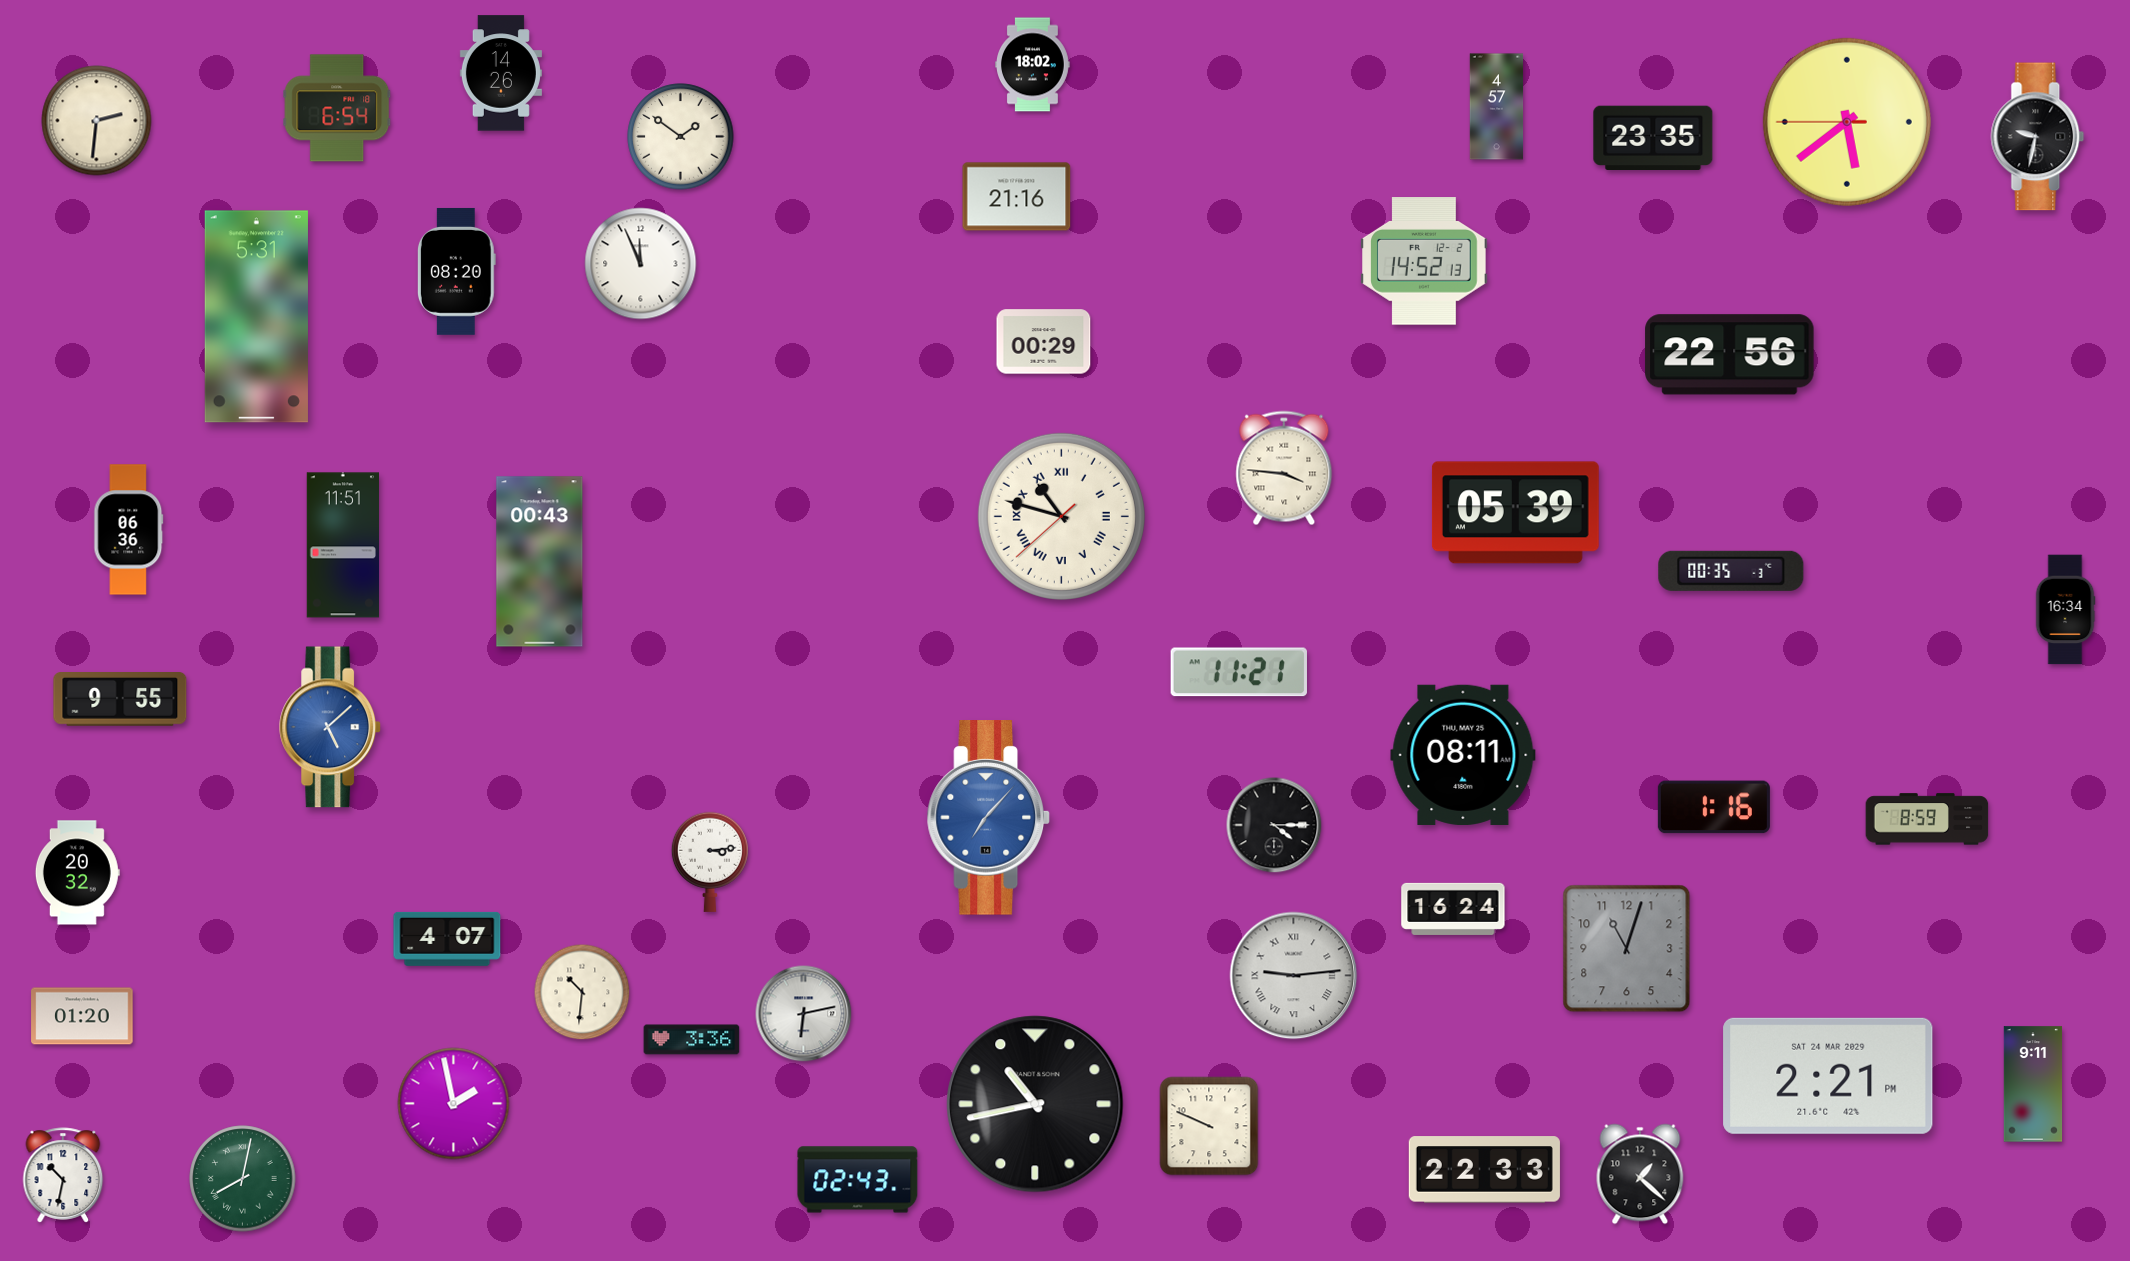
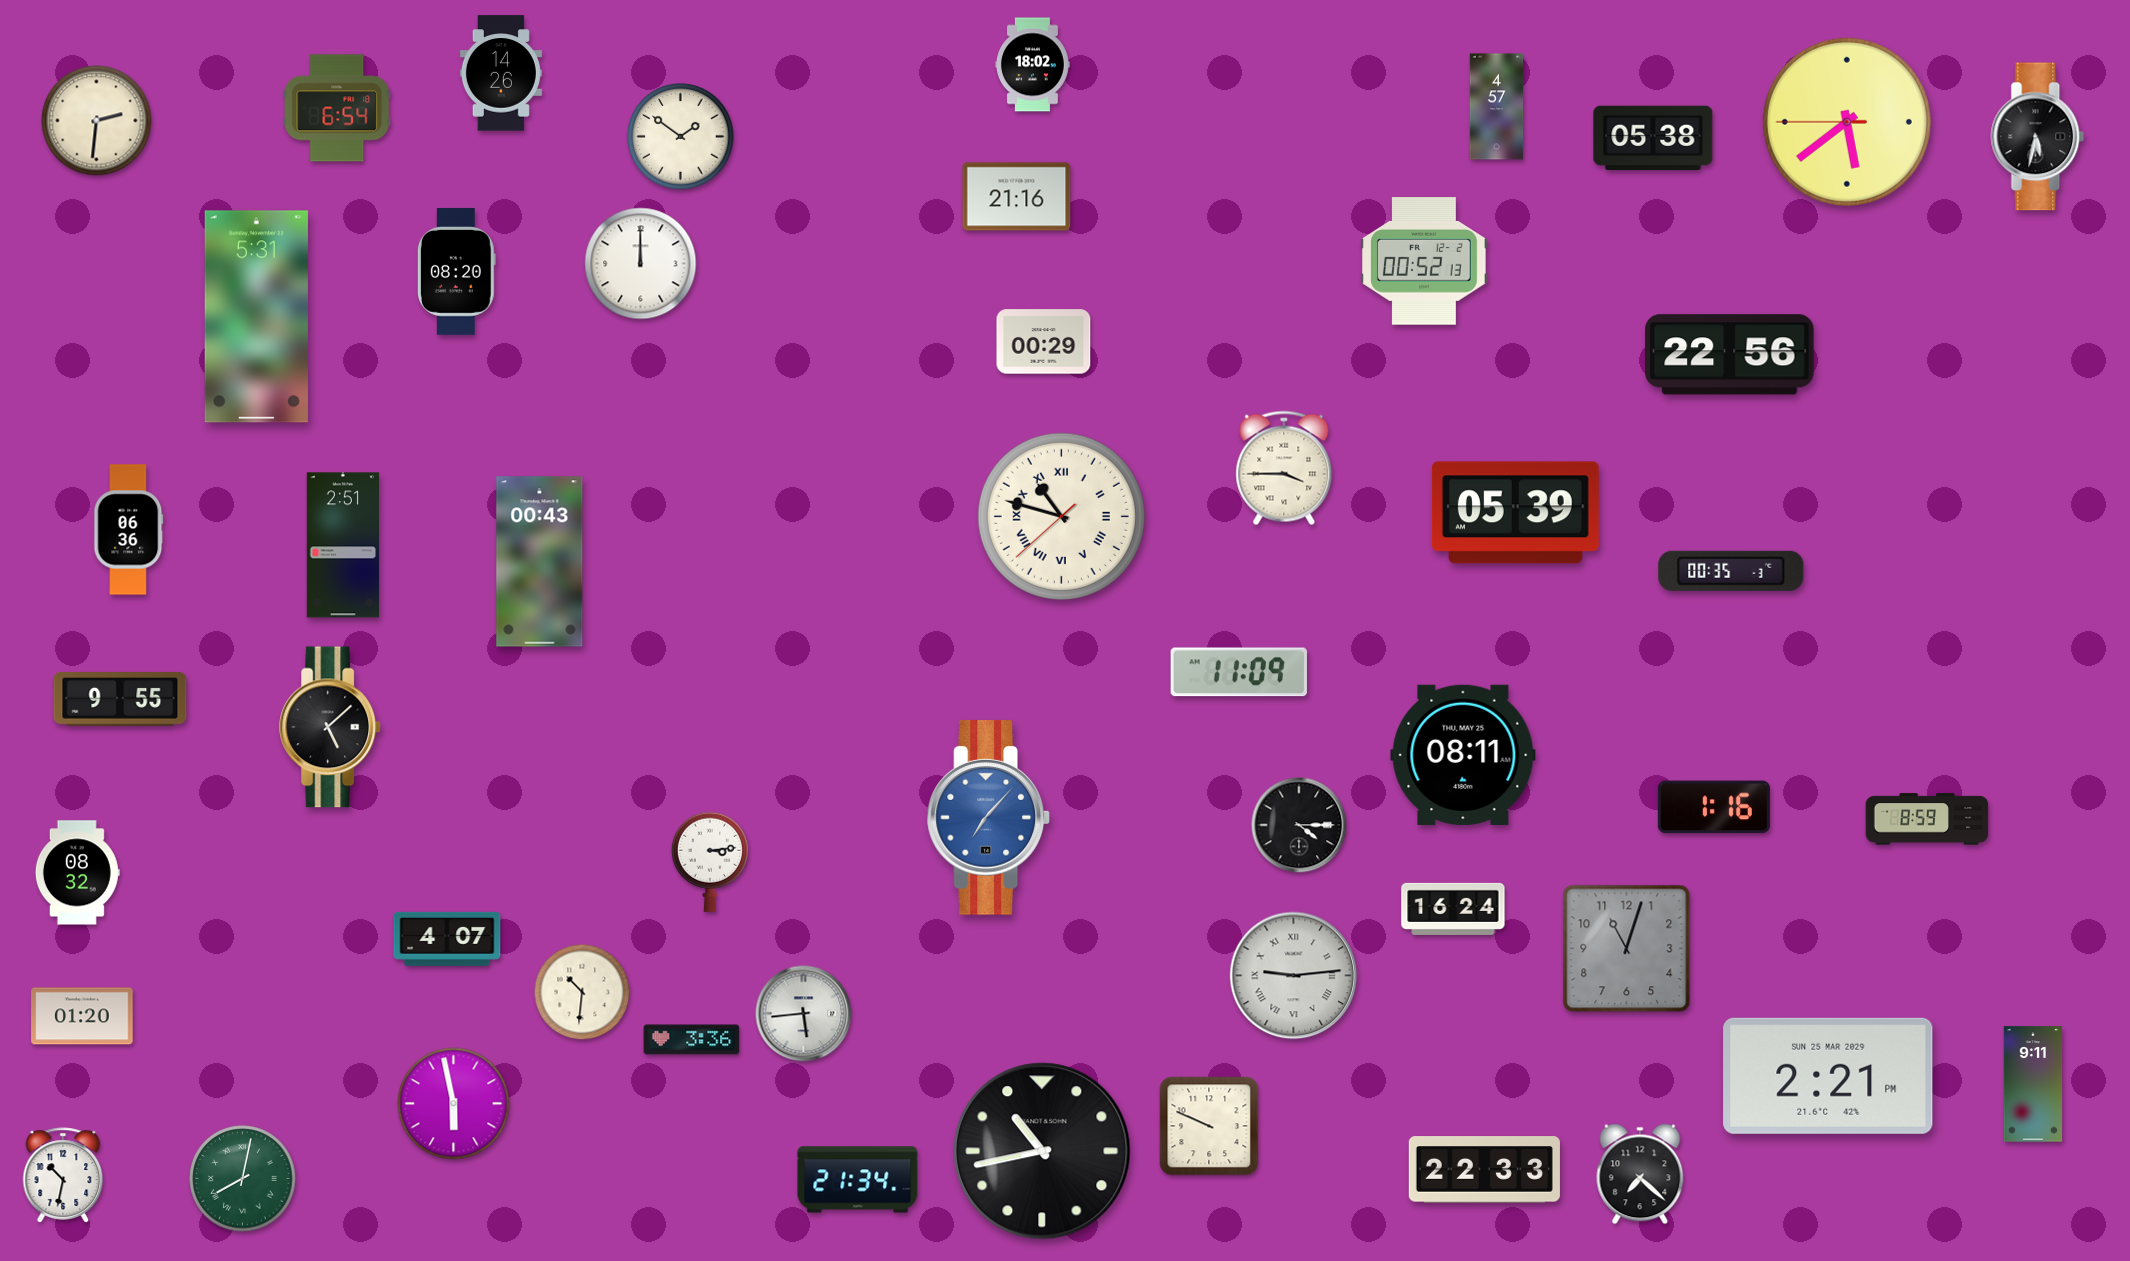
clock at (2038, 137): 9:32 -> 5:32
clock at (1653, 138): 23:35 -> 05:38
clock at (1424, 261): 14:52 -> 00:52
clock at (641, 264): 11:56 -> 12:00
clock at (1284, 468): 3:46 -> 3:45
clock at (343, 545): 11:51 -> 2:51
clock at (2065, 610): 16:34 -> none
clock at (1239, 672): 11:21 -> 11:09
clock at (331, 727) dial: blue -> black
clock at (1274, 825) position: (1274, 825) -> (1299, 825)
clock at (77, 873): 20:32 -> 08:32
clock at (804, 1014): 6:13 -> 5:44
clock at (1828, 1076) date: SAT 24 MAR 2029 -> SUN 25 MAR 2029
clock at (454, 1104): 1:58 -> 5:58
clock at (1035, 1104) position: (1035, 1104) -> (1042, 1151)
clock at (1640, 1174): 1:22 -> 7:22
clock at (858, 1180): 02:43 -> 21:34
